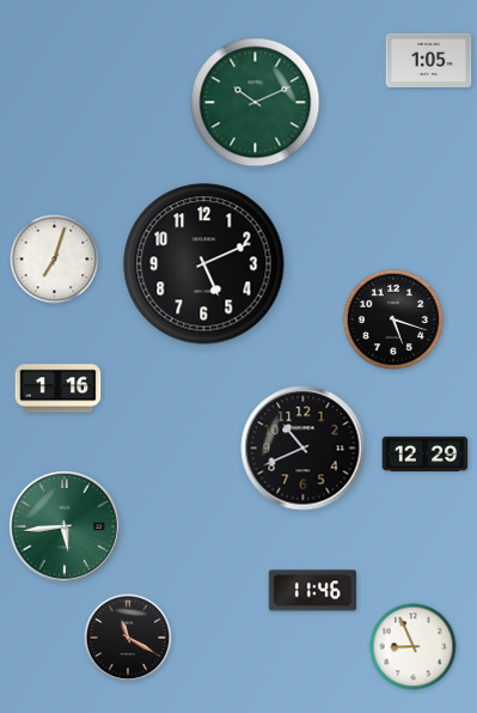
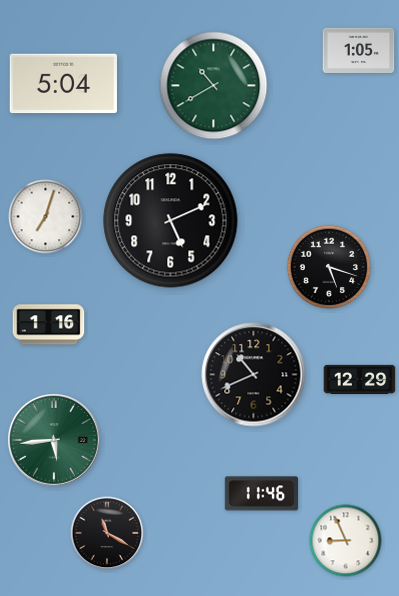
clock at (63, 84): none -> 5:04
clock at (256, 103): 10:11 -> 10:40
clock at (426, 453) position: (426, 453) -> (360, 379)
